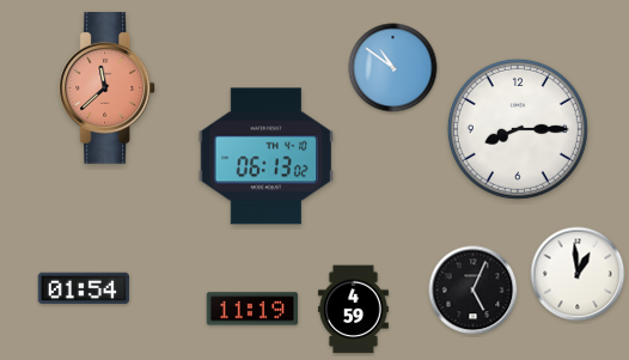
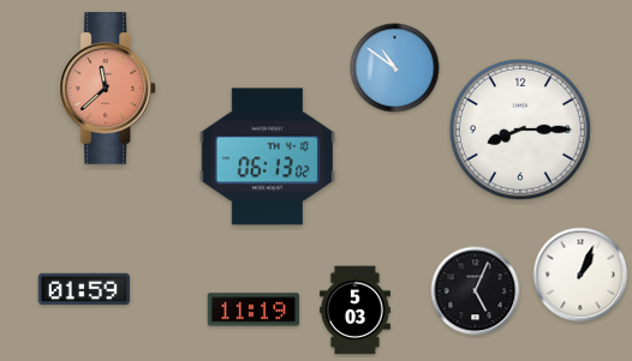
clock at (578, 274): 12:59 -> 1:04
clock at (84, 288): 01:54 -> 01:59
clock at (353, 310): 4:59 -> 5:03
